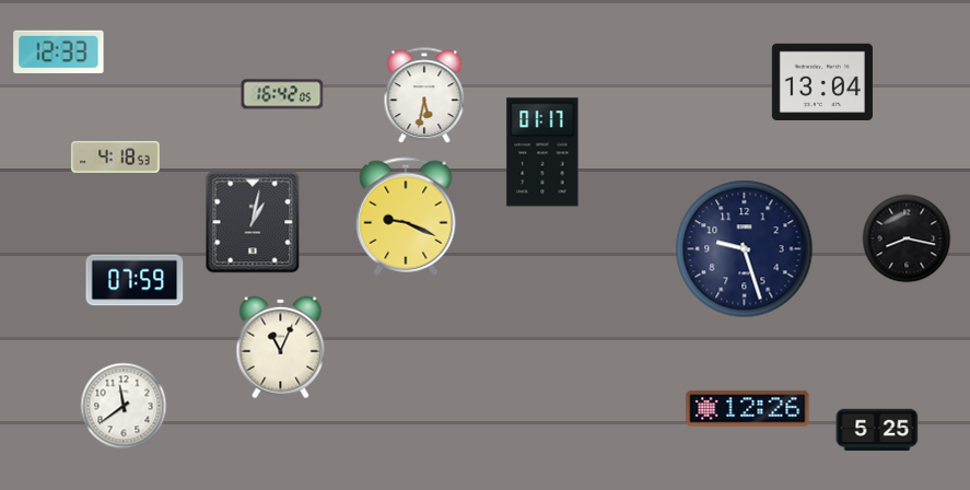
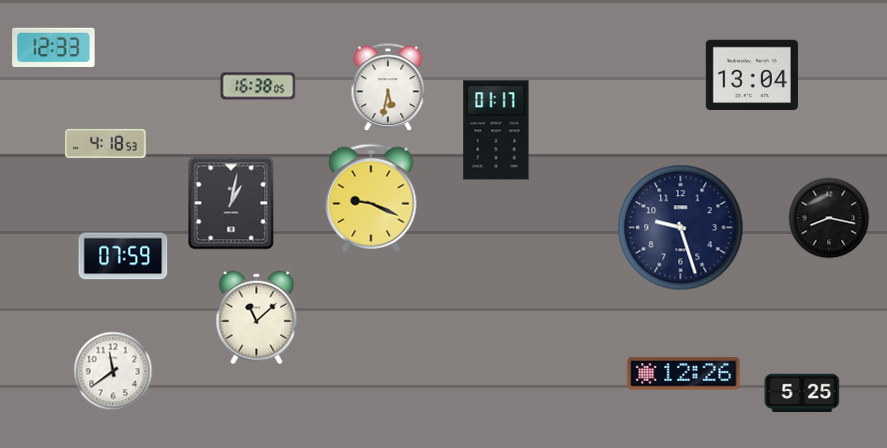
clock at (282, 94): 16:42 -> 16:38
clock at (542, 152) position: (542, 152) -> (496, 130)
clock at (281, 348): 11:04 -> 11:08
